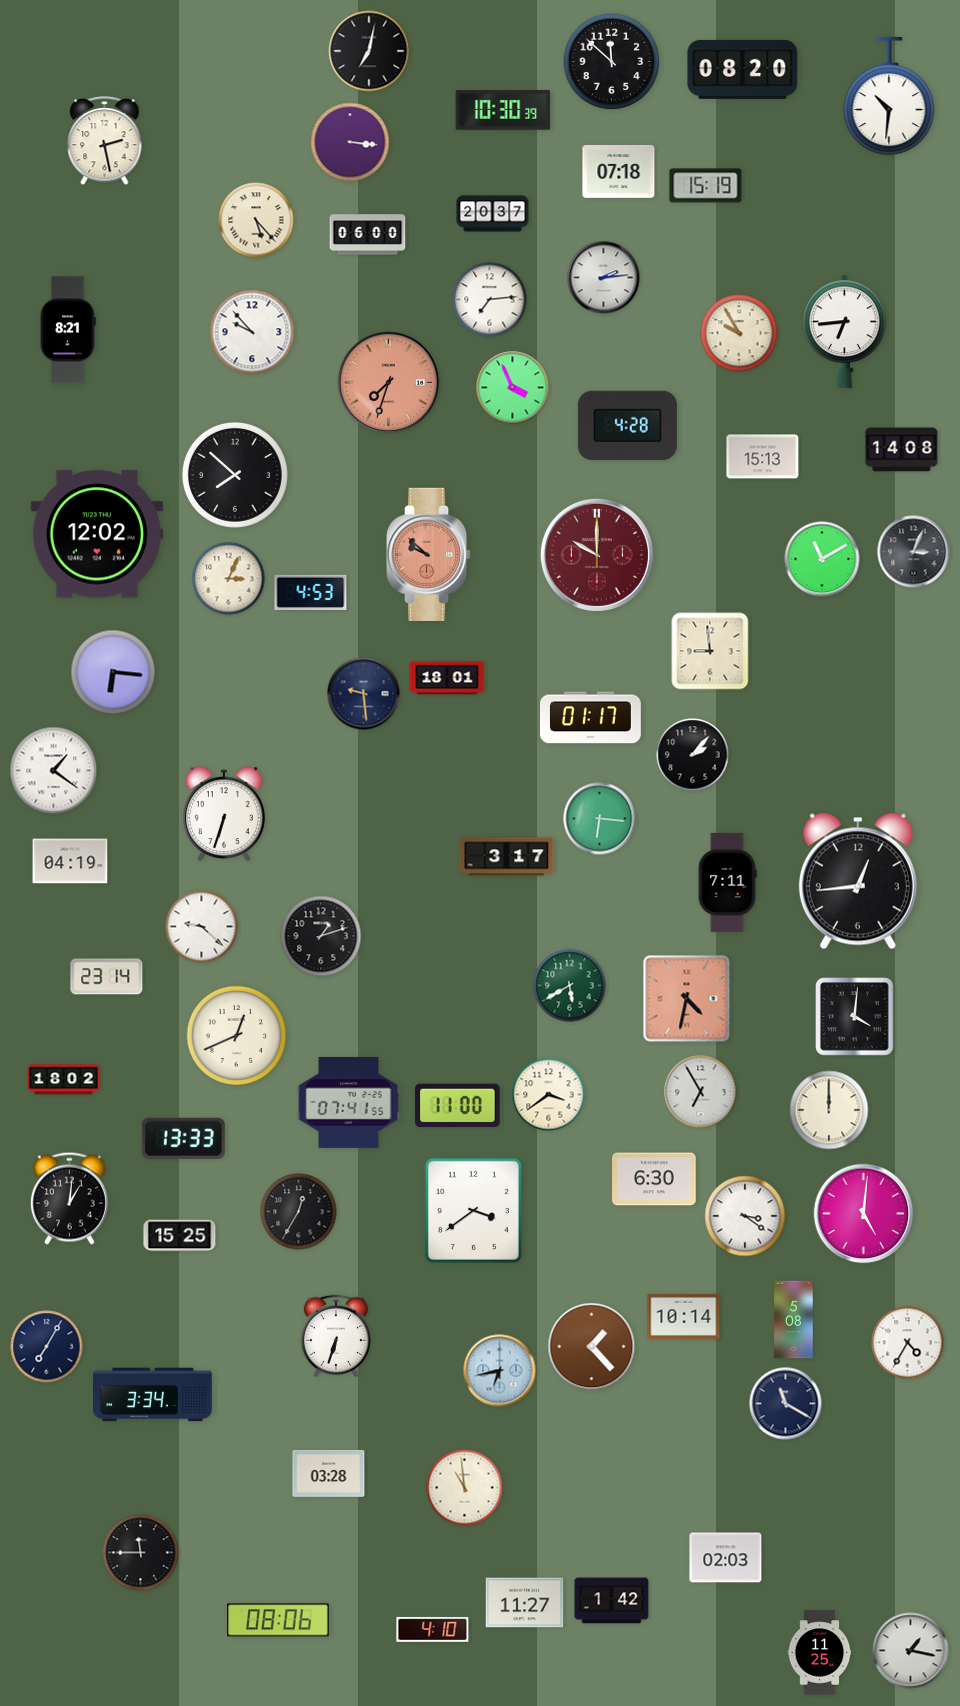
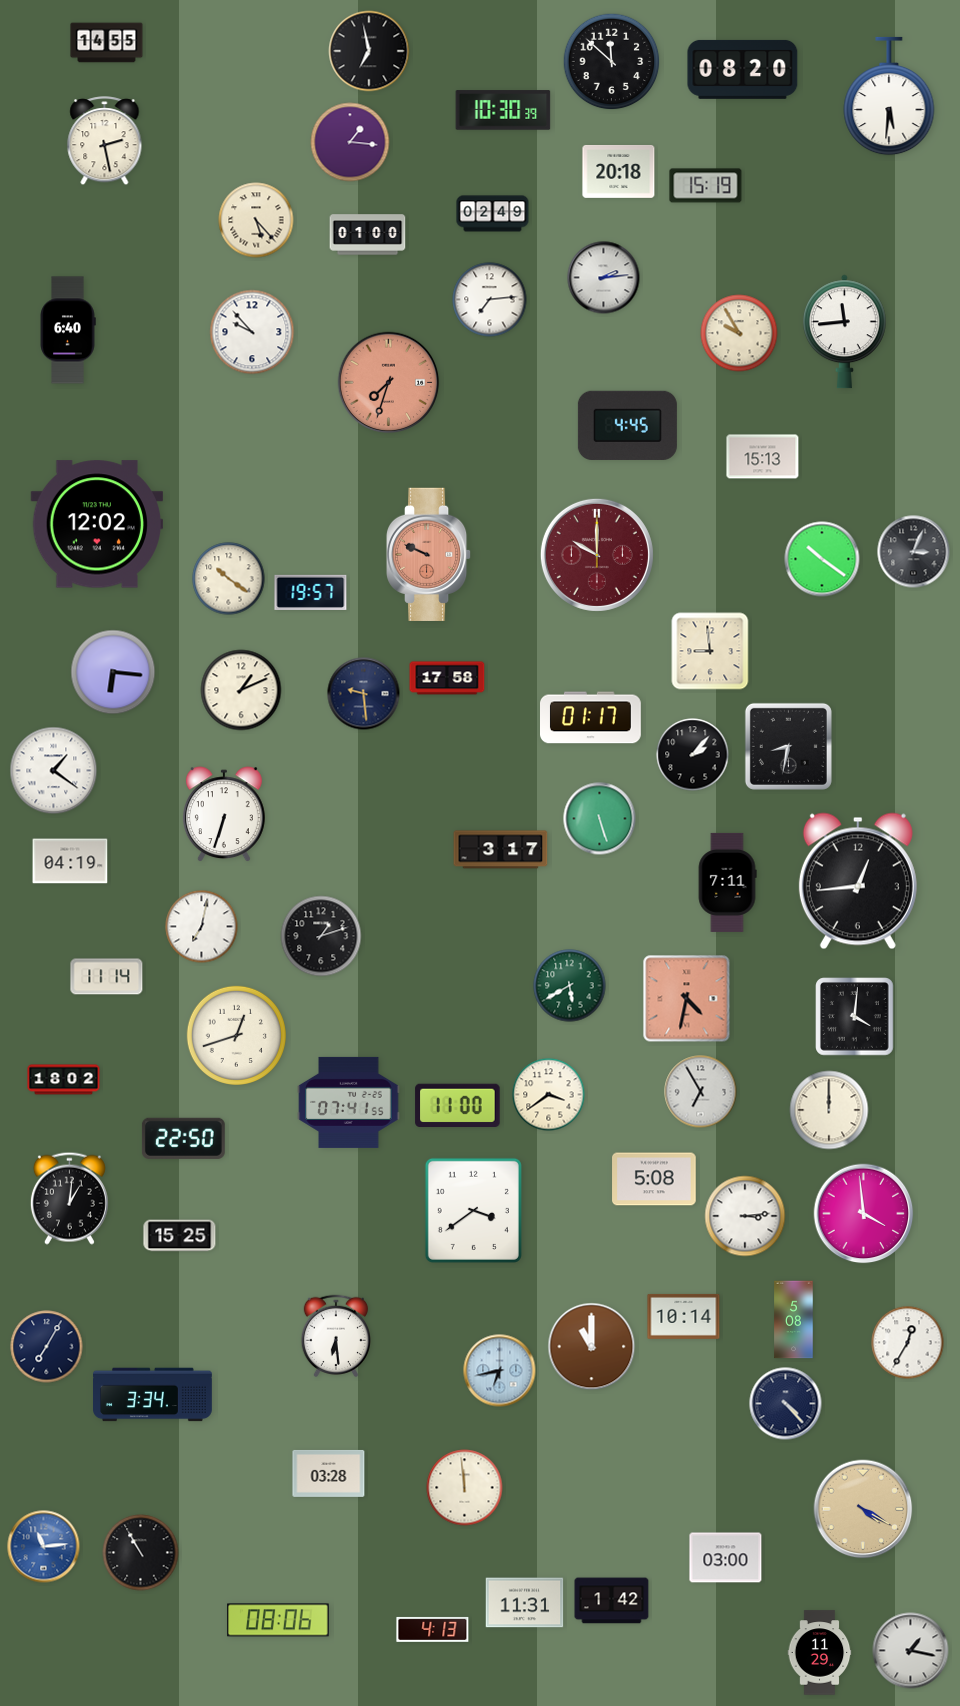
clock at (107, 43): none -> 14:55
clock at (369, 51): 7:02 -> 6:58
clock at (889, 96): 10:31 -> 5:31
clock at (350, 142): 3:16 -> 1:16
clock at (619, 171): 07:18 -> 20:18
clock at (493, 214): 20:37 -> 02:49
clock at (368, 235): 06:00 -> 01:00
clock at (68, 330): 8:21 -> 6:40
clock at (844, 332): 6:44 -> 11:44
clock at (513, 388): 3:56 -> none
clock at (627, 425): 4:28 -> 4:45
clock at (902, 450): 14:08 -> none
clock at (235, 475): 7:52 -> none
clock at (96, 534) position: (96, 534) -> (96, 524)
clock at (429, 554): 9:52 -> 9:49
clock at (822, 559): 11:10 -> 10:21
clock at (229, 579): 3:04 -> 10:21
clock at (311, 592): 4:53 -> 19:57
clock at (447, 678): 18:01 -> 17:58
clock at (241, 690): none -> 1:11
clock at (788, 746): none -> 8:32
clock at (600, 819): 6:16 -> 5:27
clock at (507, 857) position: (507, 857) -> (501, 850)
clock at (202, 927): 9:22 -> 7:02
clock at (107, 977): 23:14 -> 11:14
clock at (236, 1035): 12:41 -> 12:42
clock at (183, 1138): 13:33 -> 22:50
clock at (654, 1179): 6:30 -> 5:08
clock at (299, 1212): 12:35 -> none
clock at (864, 1214): 5:01 -> 3:59
clock at (745, 1216): 3:21 -> 3:14
clock at (335, 1335): 6:33 -> 6:29
clock at (908, 1343): 4:35 -> 12:35
clock at (592, 1347): 1:23 -> 11:00
clock at (786, 1404): 11:20 -> 4:23
clock at (465, 1488): 10:59 -> 11:59
clock at (863, 1509): none -> 4:20
clock at (44, 1547): none -> 11:14
clock at (141, 1553): 11:45 -> 10:55
clock at (726, 1558): 02:03 -> 03:00
clock at (525, 1603): 11:27 -> 11:31
clock at (433, 1629): 4:10 -> 4:13
clock at (820, 1653): 11:25 -> 11:29
